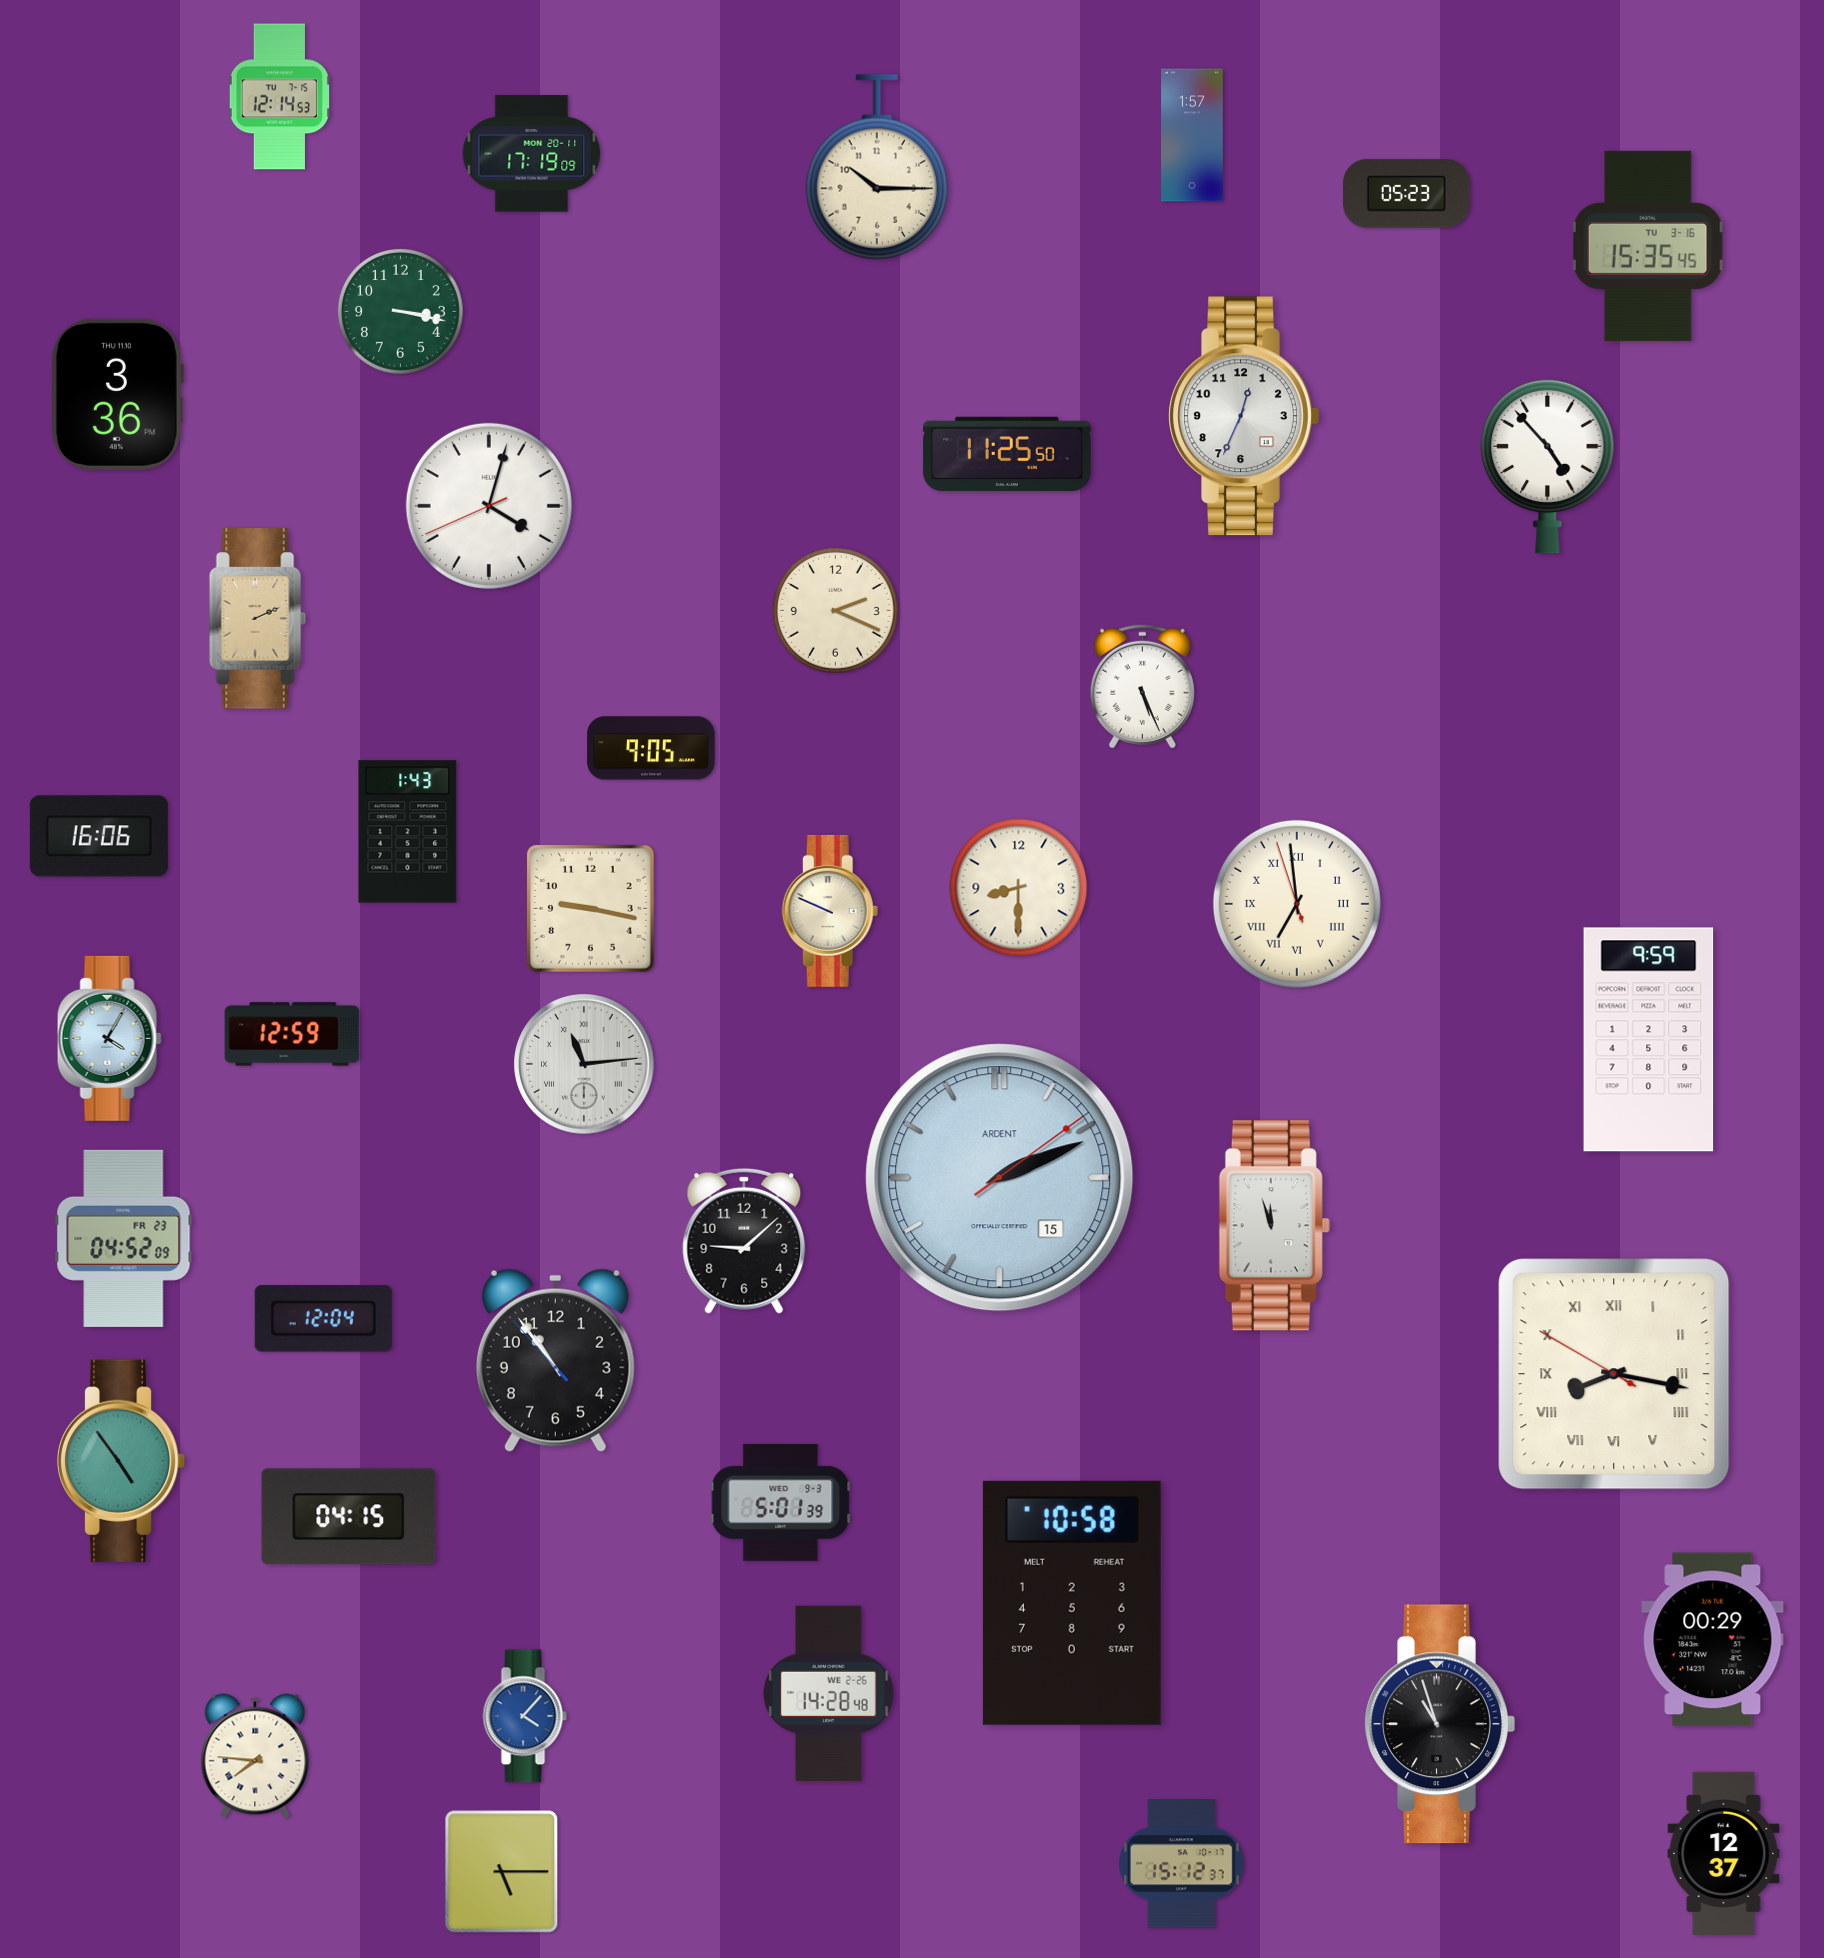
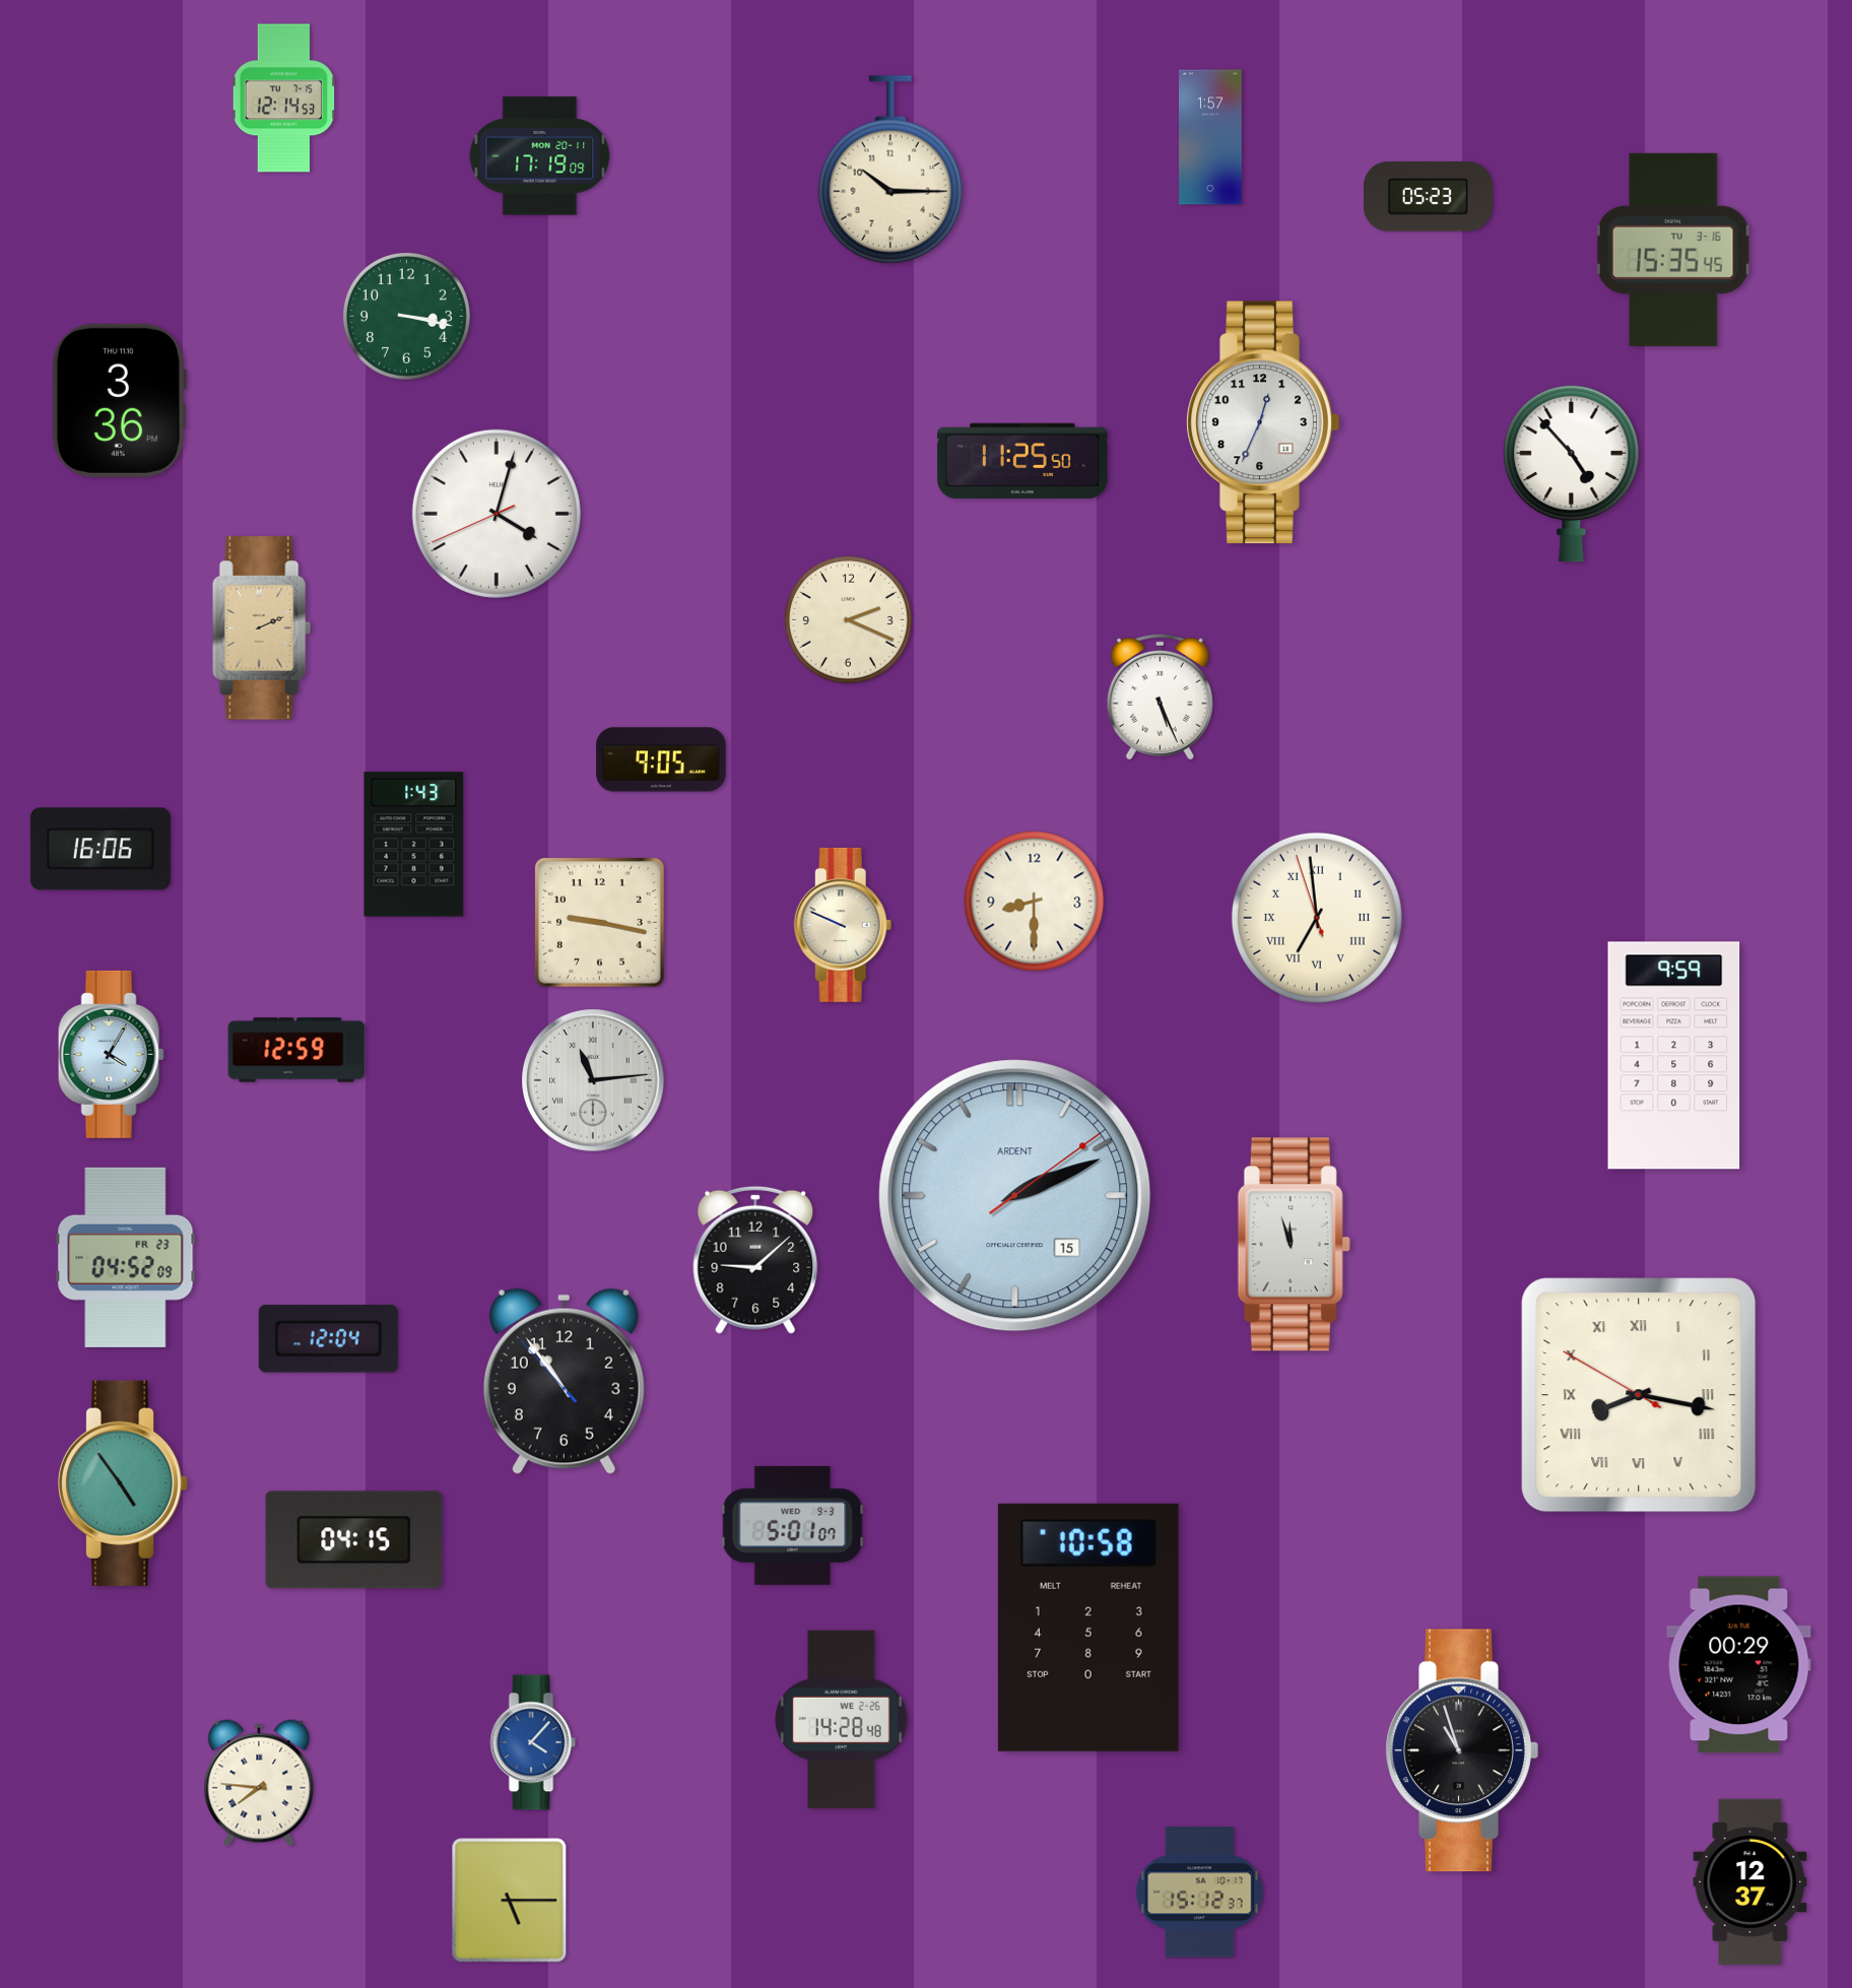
clock at (781, 1502): 5:01:39 -> 5:01:07
